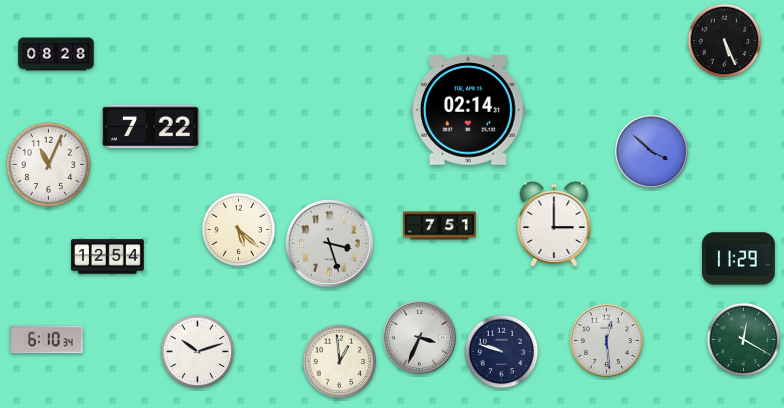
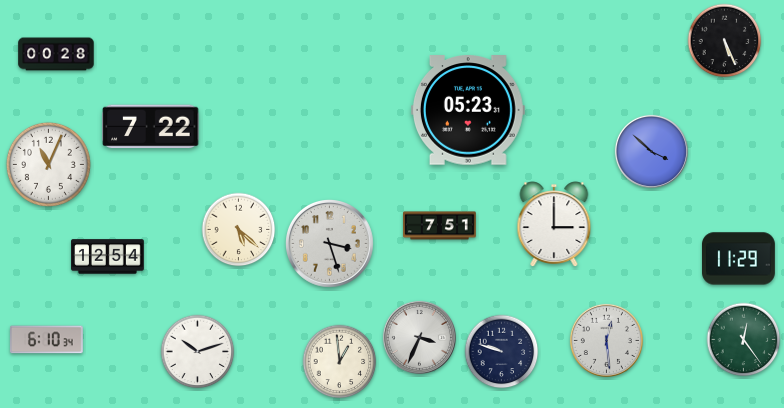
clock at (56, 54): 08:28 -> 00:28
clock at (468, 110): 02:14 -> 05:23
clock at (744, 340): 12:20 -> 12:24
